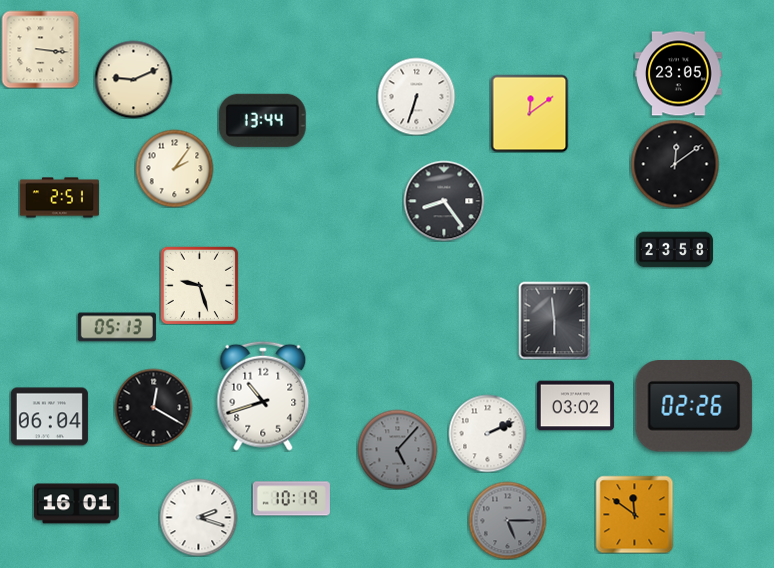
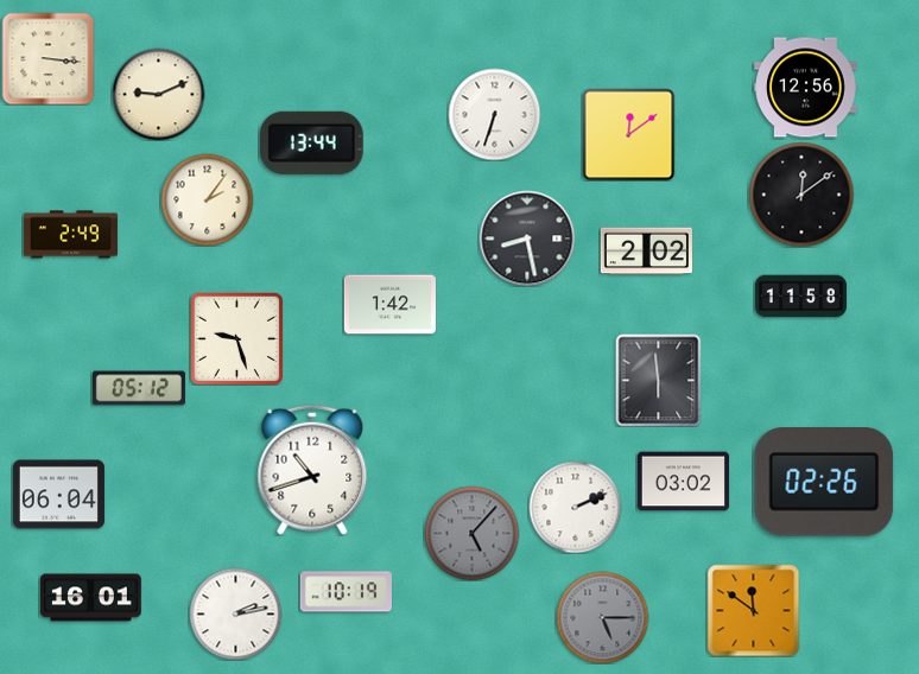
clock at (679, 74): 23:05 -> 12:56
clock at (59, 198): 2:51 -> 2:49
clock at (444, 201): 8:24 -> 8:28
clock at (646, 252): none -> 2:02
clock at (674, 250): 23:58 -> 11:58
clock at (389, 305): none -> 1:42
clock at (117, 327): 05:13 -> 05:12
clock at (153, 407): 12:20 -> none
clock at (487, 433) position: (487, 433) -> (575, 507)
clock at (198, 517): 2:18 -> 2:13
